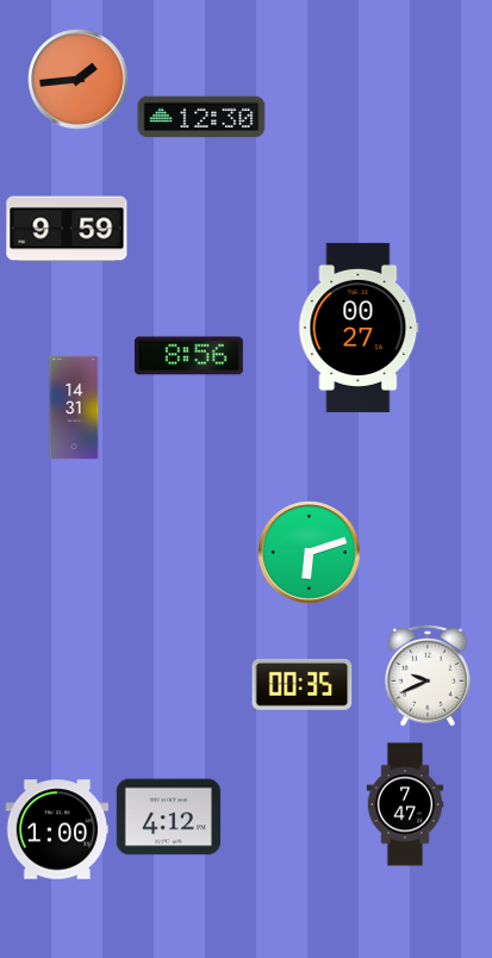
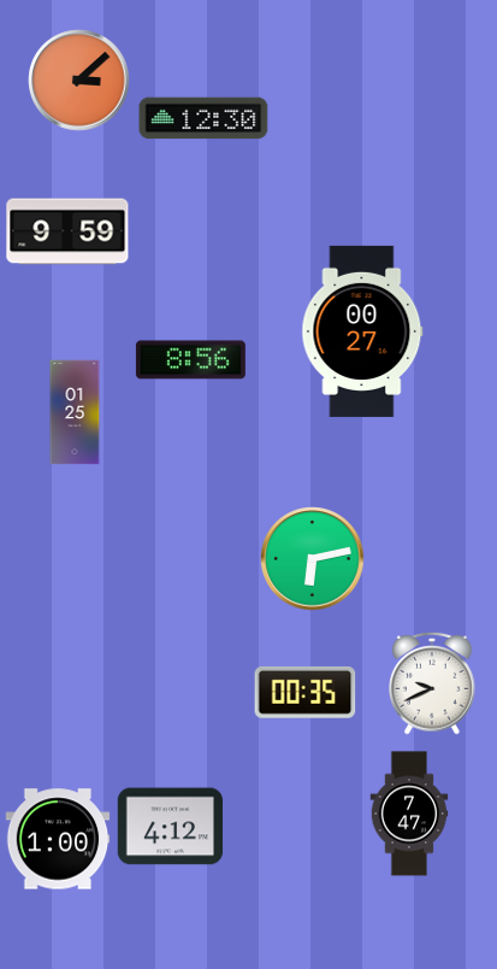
clock at (79, 80): 1:44 -> 3:08
clock at (74, 408): 14:31 -> 01:25
clock at (310, 553): 6:12 -> 6:13
